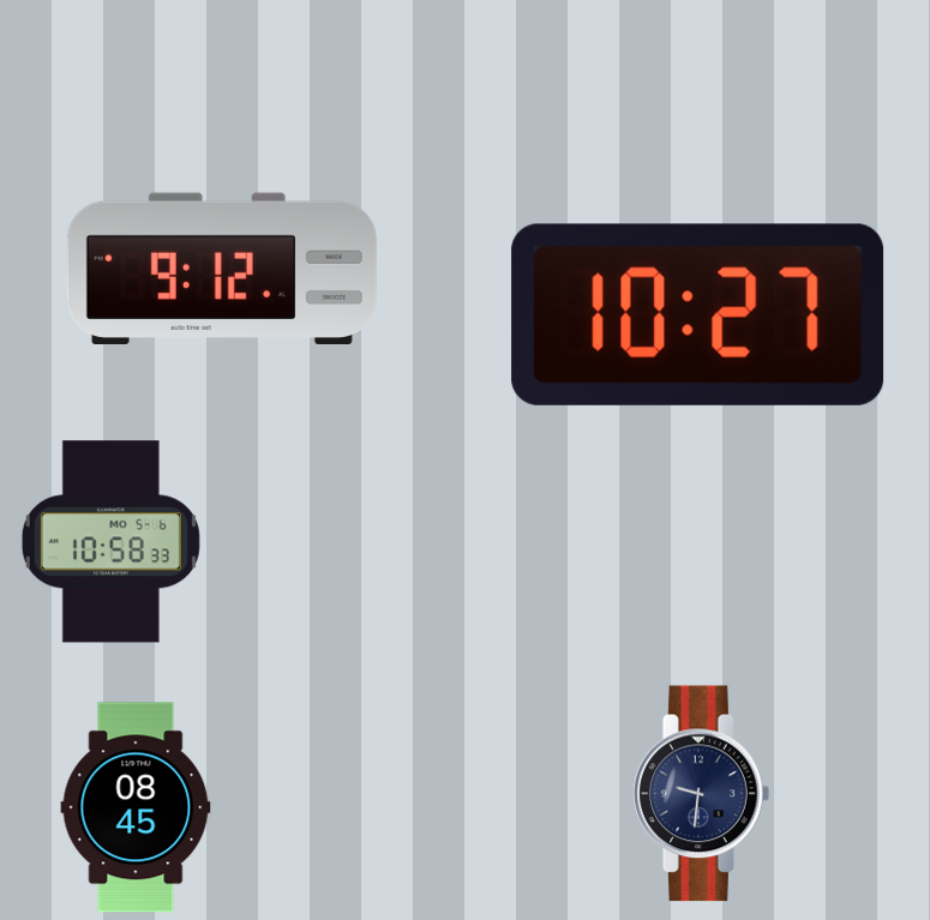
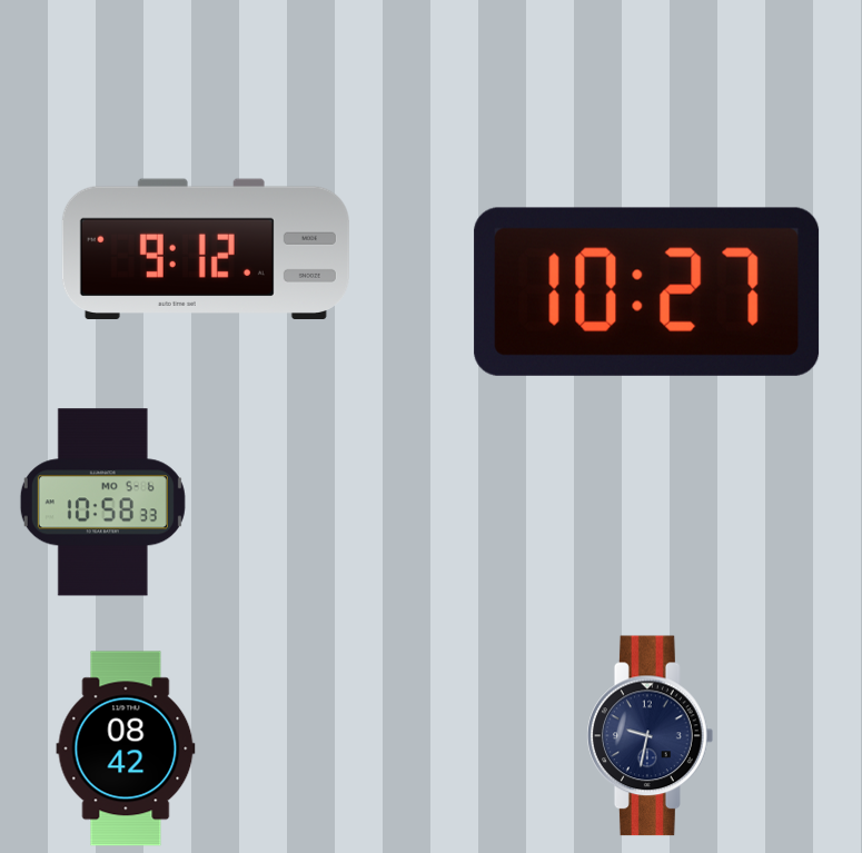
clock at (702, 794): 9:31 -> 9:32
clock at (136, 807): 08:45 -> 08:42
